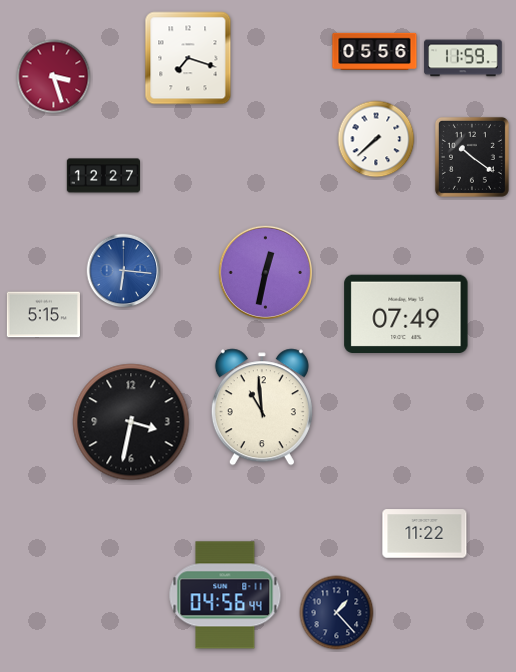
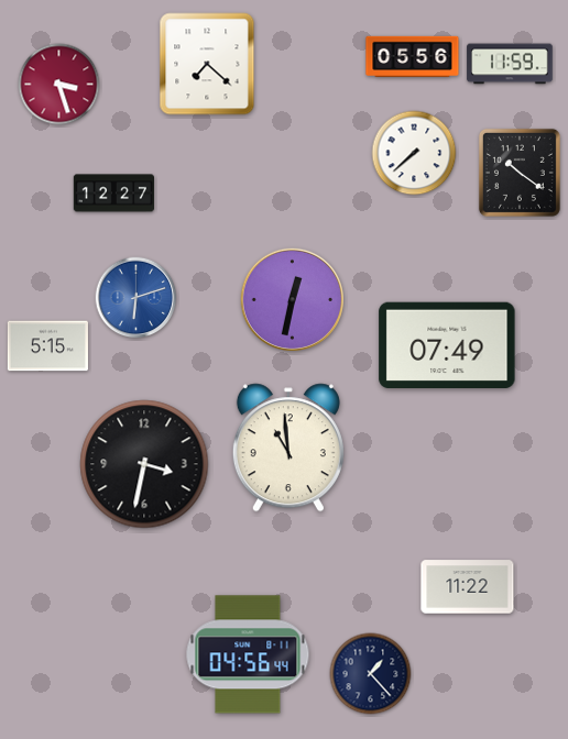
clock at (188, 58): 7:18 -> 7:22
clock at (124, 271): 6:16 -> 6:12
